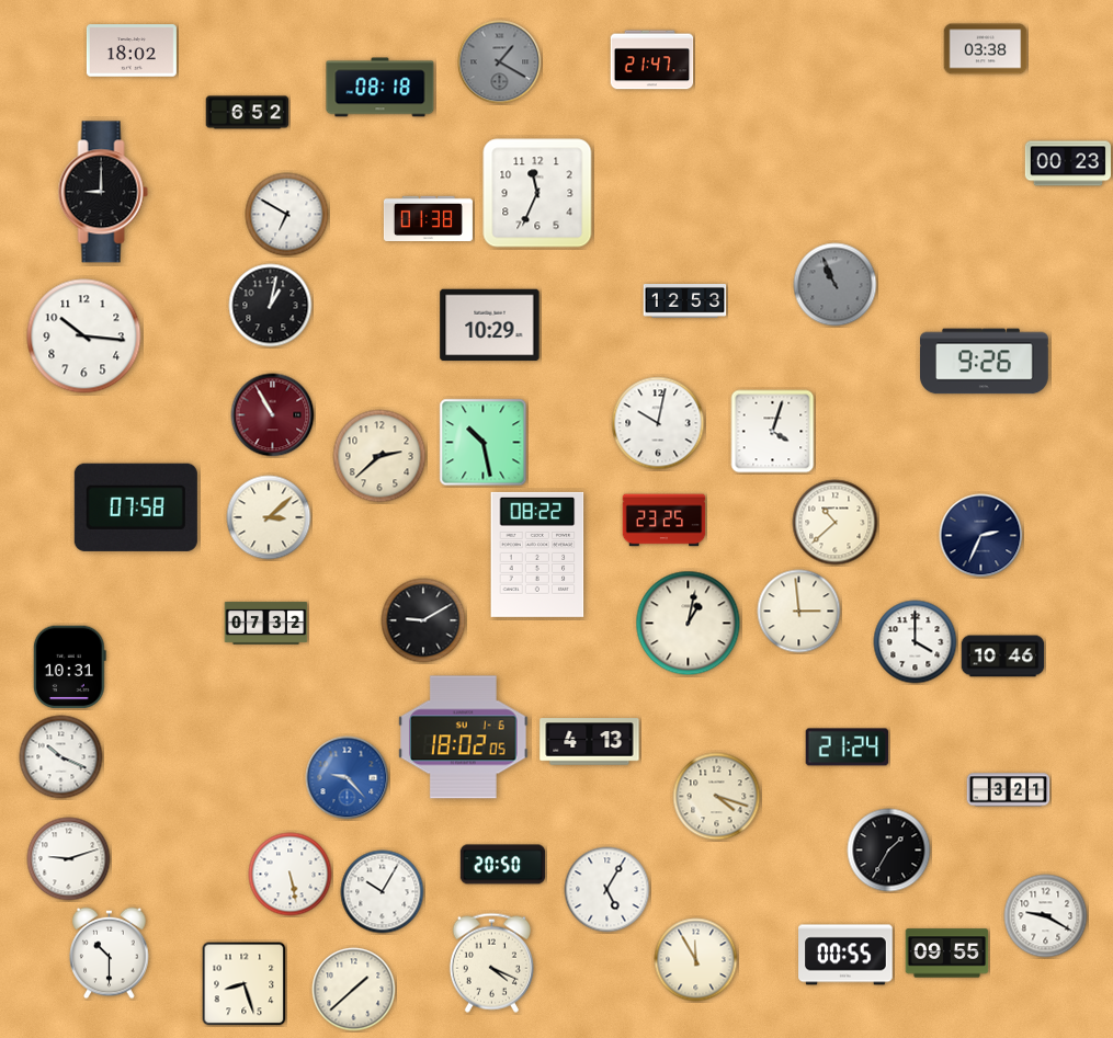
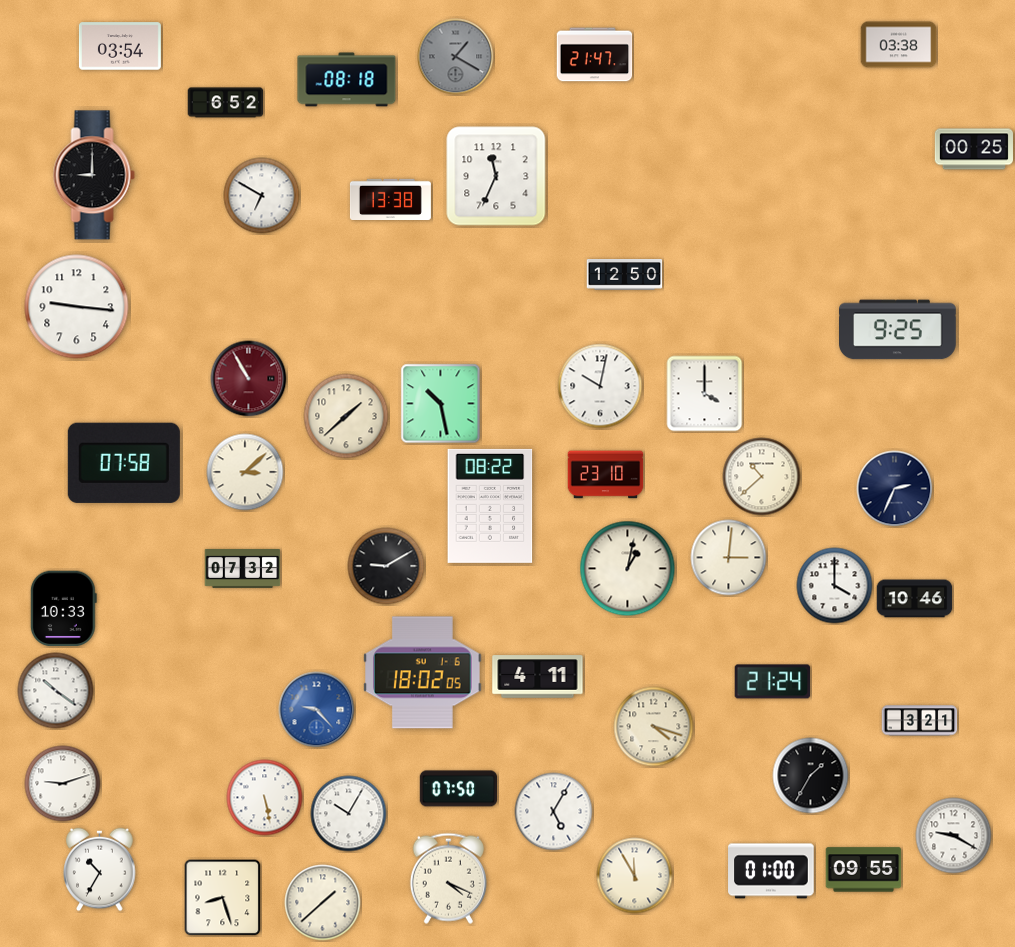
clock at (132, 50): 18:02 -> 03:54
clock at (1067, 163): 00:23 -> 00:25
clock at (537, 193) position: (537, 193) -> (496, 176)
clock at (428, 219): 01:38 -> 13:38
clock at (836, 285): 10:56 -> none
clock at (685, 301): 12:53 -> 12:50
clock at (271, 306): 1:02 -> none
clock at (490, 326): 10:29 -> none
clock at (84, 337): 10:16 -> 9:16
clock at (985, 362): 9:26 -> 9:25
clock at (773, 432): 4:03 -> 4:00
clock at (379, 456): 2:38 -> 1:38
clock at (665, 521): 23:25 -> 23:10
clock at (799, 612): 2:59 -> 3:01
clock at (69, 668): 10:31 -> 10:33
clock at (590, 742): 4:13 -> 4:11
clock at (61, 757): 10:19 -> 10:21
clock at (503, 865): 20:50 -> 07:50
clock at (110, 954): 10:30 -> 10:35
clock at (845, 955): 00:55 -> 01:00
